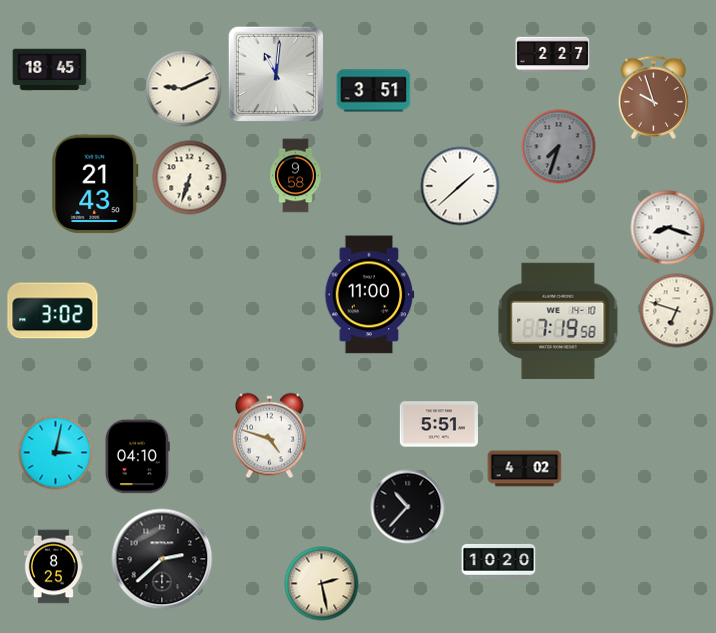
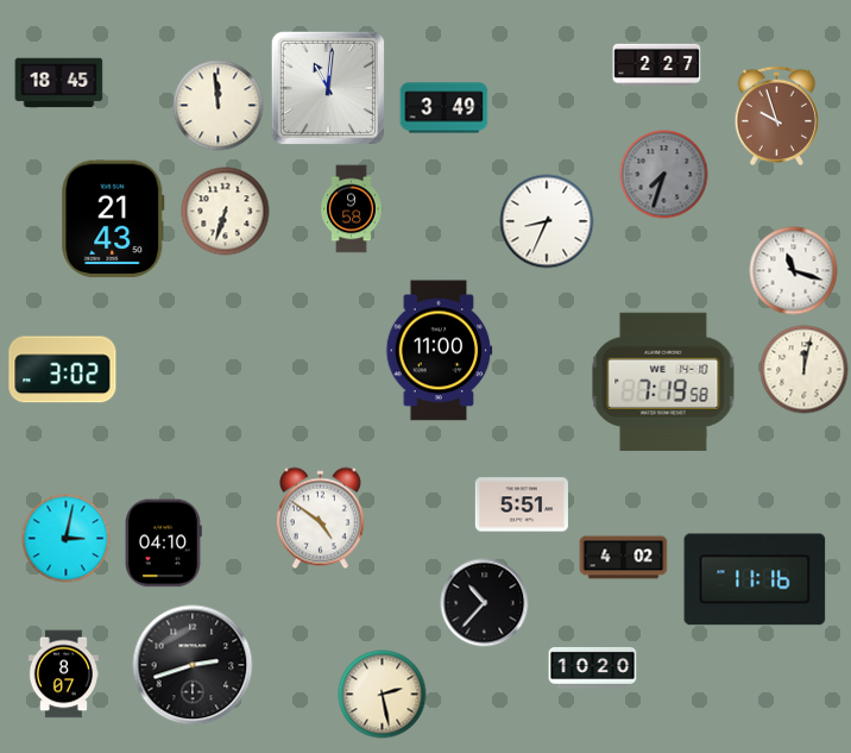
clock at (184, 89): 9:11 -> 11:59
clock at (374, 91): 3:51 -> 3:49
clock at (460, 186): 1:38 -> 8:34
clock at (668, 228): 8:18 -> 11:18
clock at (677, 311): 6:48 -> 12:02
clock at (269, 436): 4:48 -> 4:51
clock at (755, 579): none -> 11:16
clock at (162, 559): 2:38 -> 2:42
clock at (53, 567): 8:25 -> 8:07
